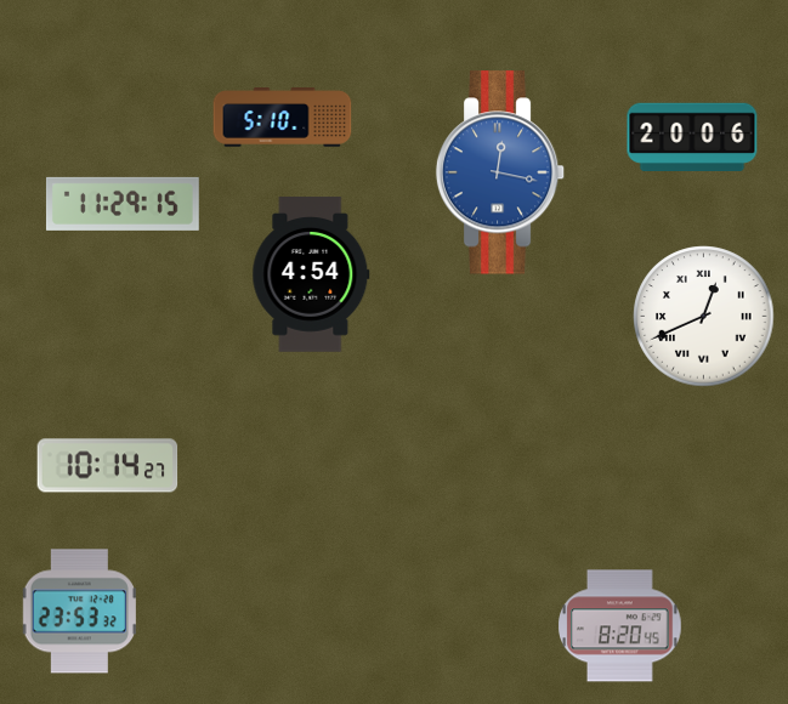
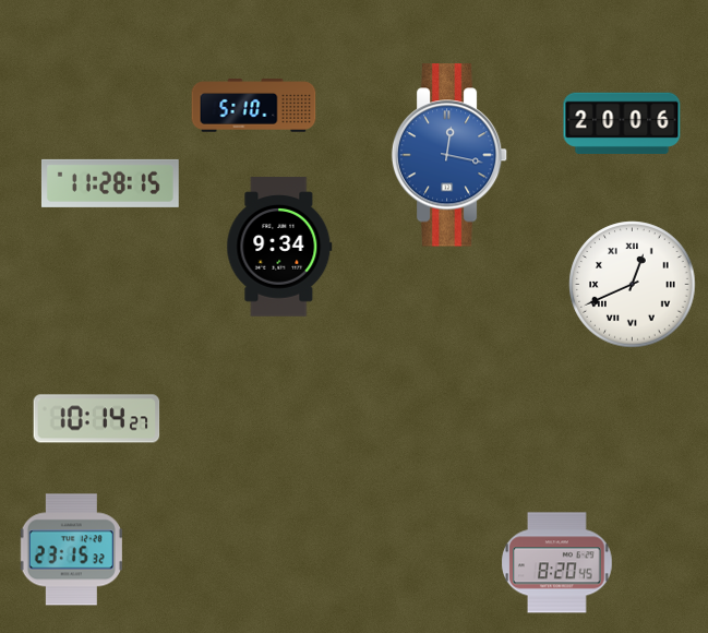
clock at (123, 204): 11:29 -> 11:28
clock at (311, 274): 4:54 -> 9:34
clock at (79, 612): 23:53 -> 23:15
